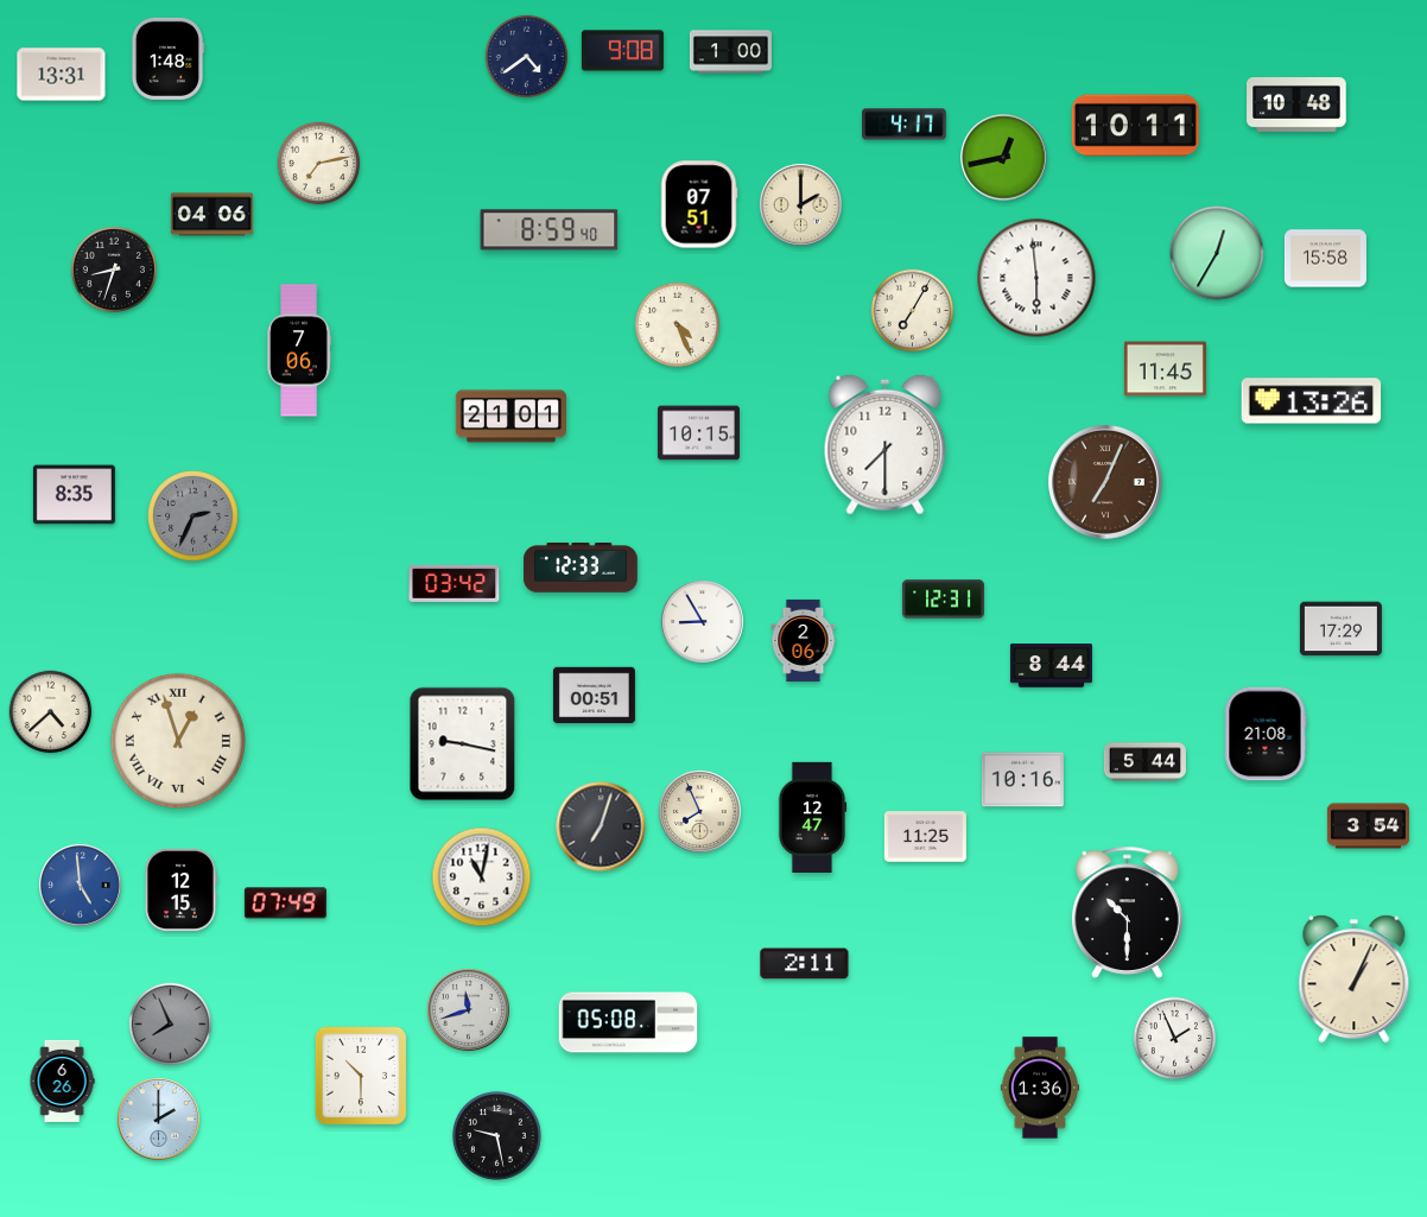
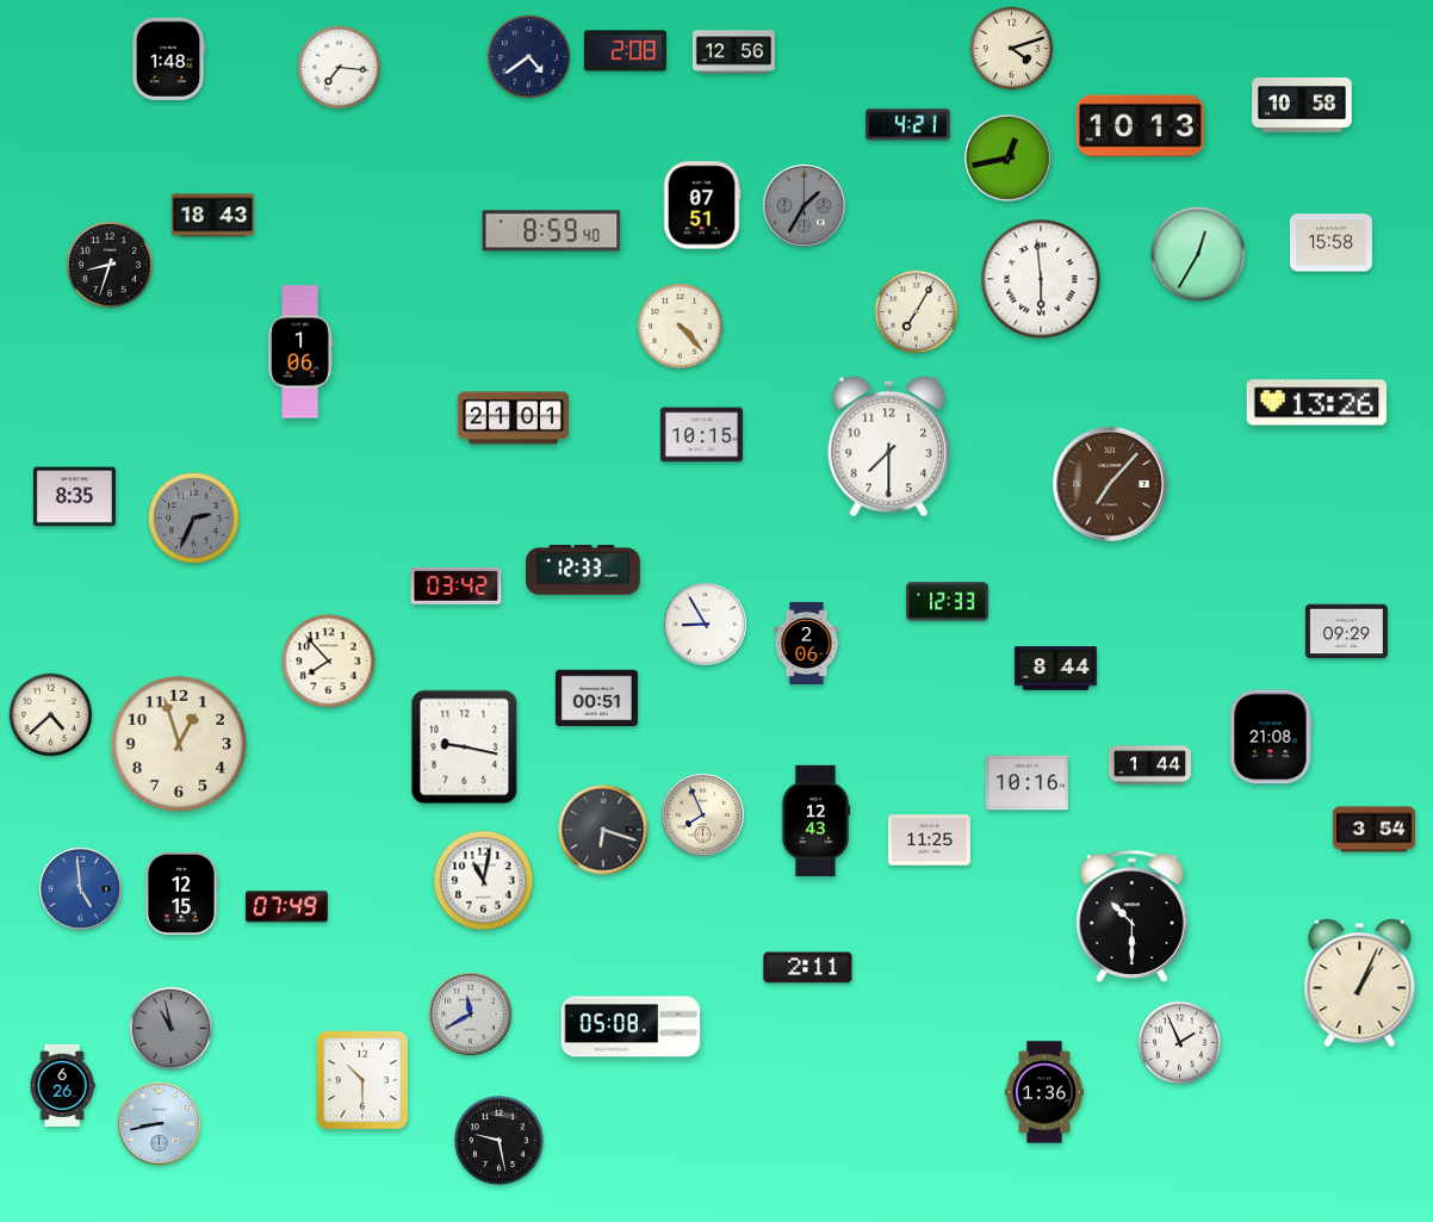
clock at (1012, 49): none -> 4:12
clock at (622, 51): 9:08 -> 2:08
clock at (730, 52): 1:00 -> 12:56
clock at (340, 68): none -> 7:16
clock at (62, 75): 13:31 -> none
clock at (1296, 106): 10:48 -> 10:58
clock at (905, 125): 4:17 -> 4:21
clock at (1135, 126): 10:11 -> 10:13
clock at (319, 164): 7:13 -> none
clock at (801, 205): 2:00 -> 1:35
clock at (801, 205) dial: cream -> grey
clock at (211, 215): 04:06 -> 18:43
clock at (1217, 253) position: (1217, 253) -> (1198, 254)
clock at (1325, 259) position: (1325, 259) -> (1330, 243)
clock at (114, 270) position: (114, 270) -> (110, 265)
clock at (677, 324): 4:26 -> 4:23
clock at (299, 350): 7:06 -> 1:06
clock at (1165, 369): 11:45 -> none
clock at (1105, 482): 7:04 -> 7:07
clock at (943, 600): 12:31 -> 12:33
clock at (1340, 629): 17:29 -> 09:29
clock at (329, 662): none -> 7:53
clock at (178, 741) numerals: Roman -> Arabic
clock at (1144, 762): 5:44 -> 1:44
clock at (812, 817): 12:47 -> 12:43
clock at (601, 826): 7:03 -> 6:18
clock at (469, 1010): 11:42 -> 11:40
clock at (171, 1025): 7:56 -> 10:58
clock at (159, 1120): 2:00 -> 8:43
